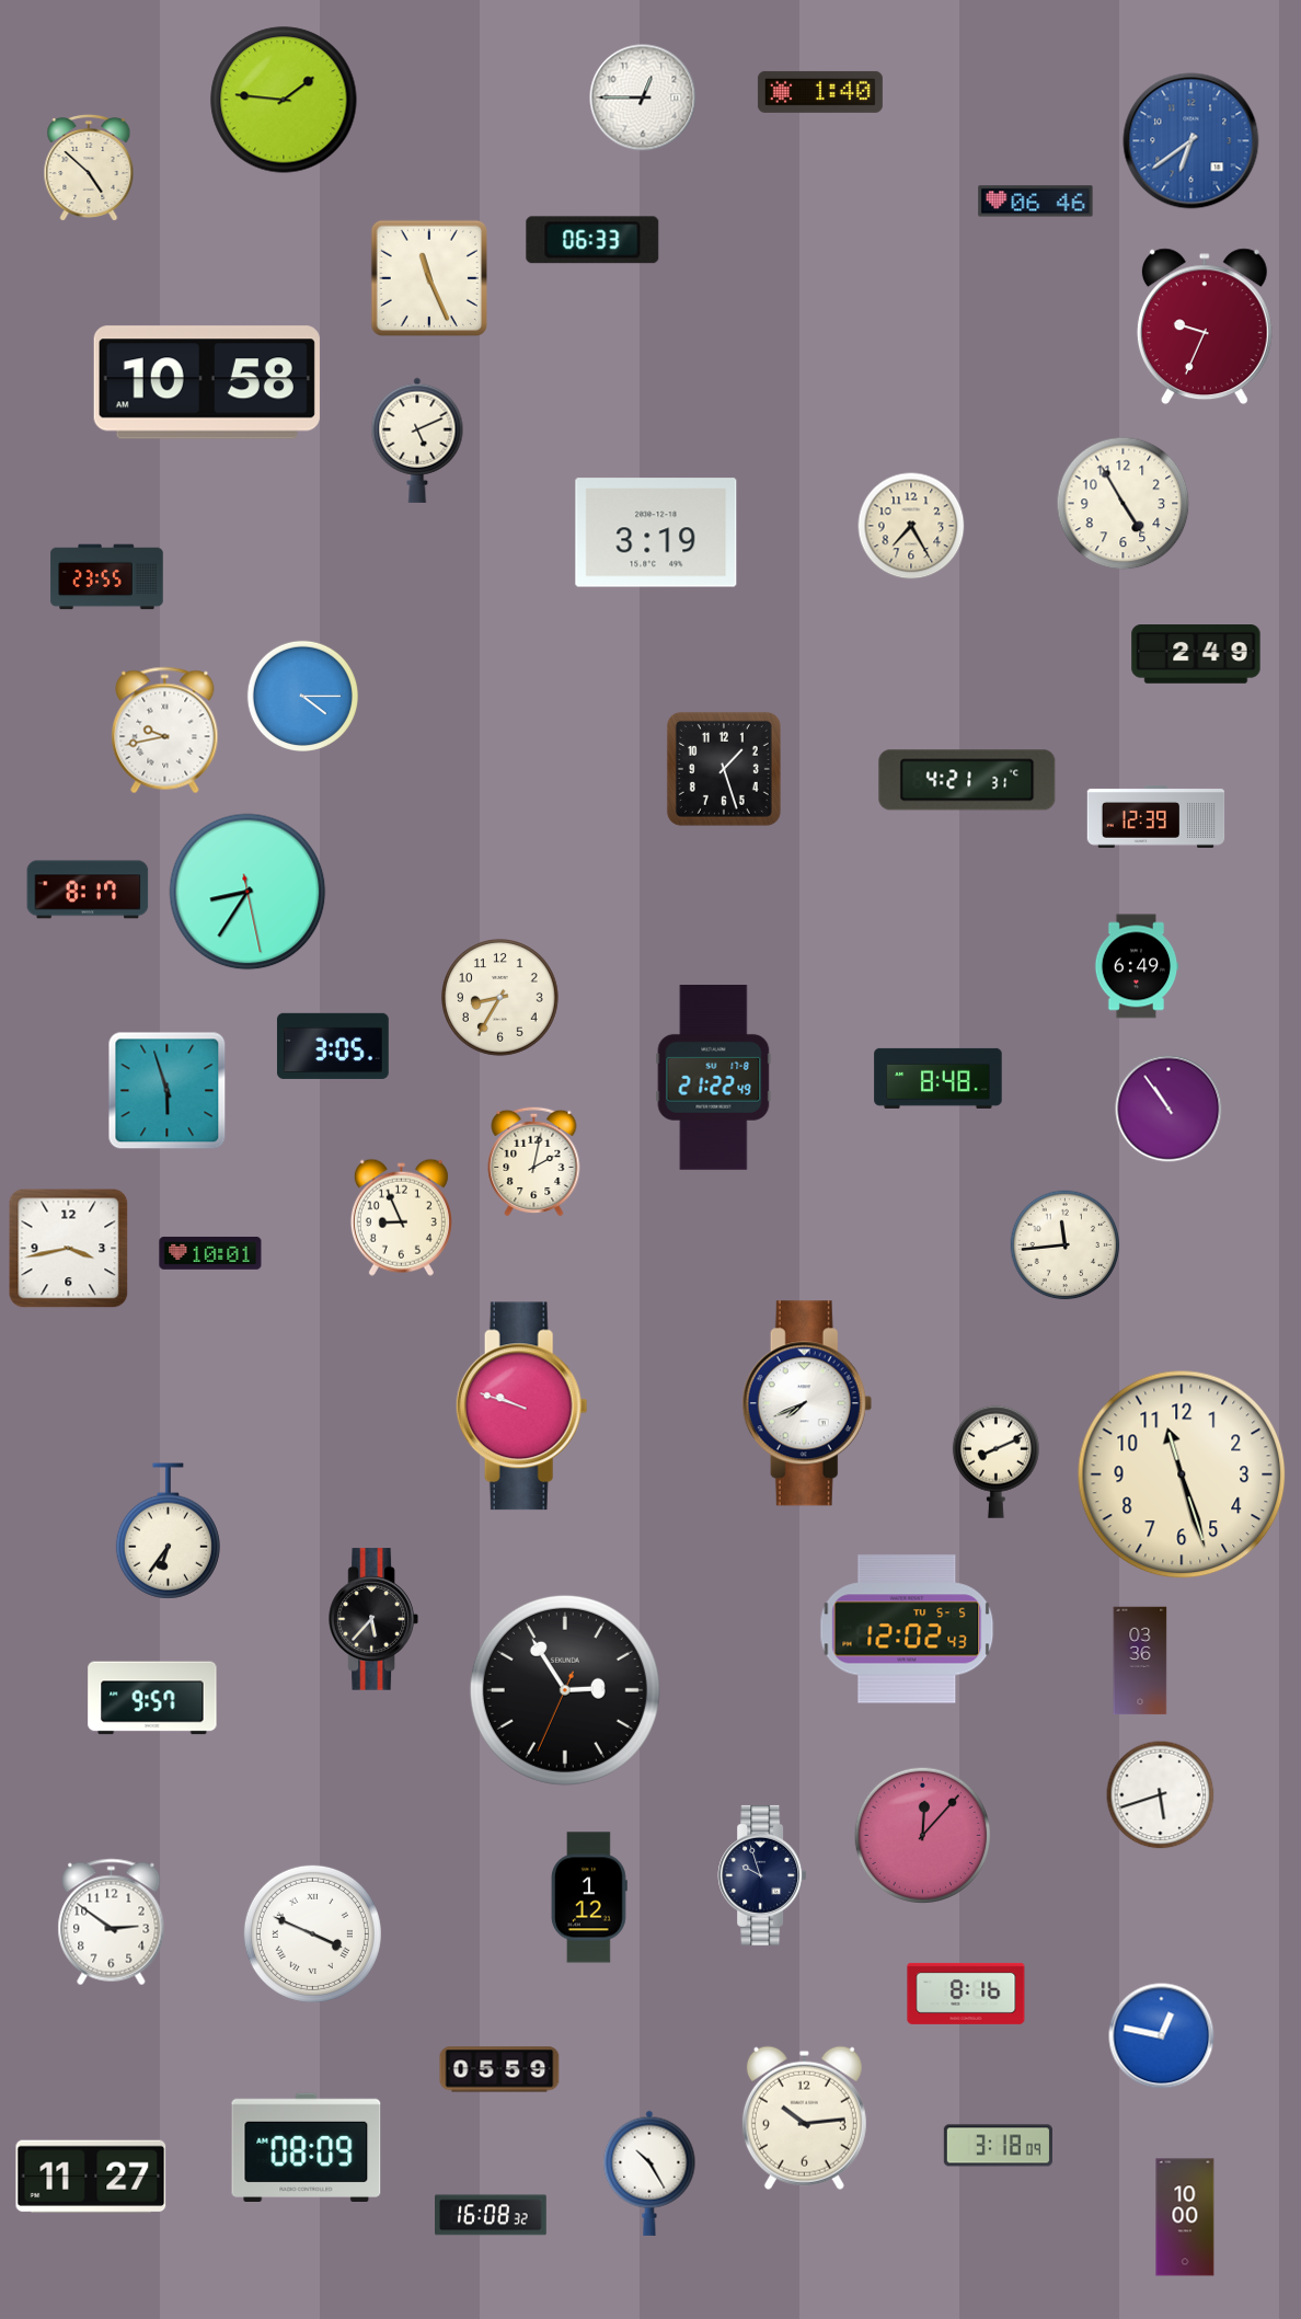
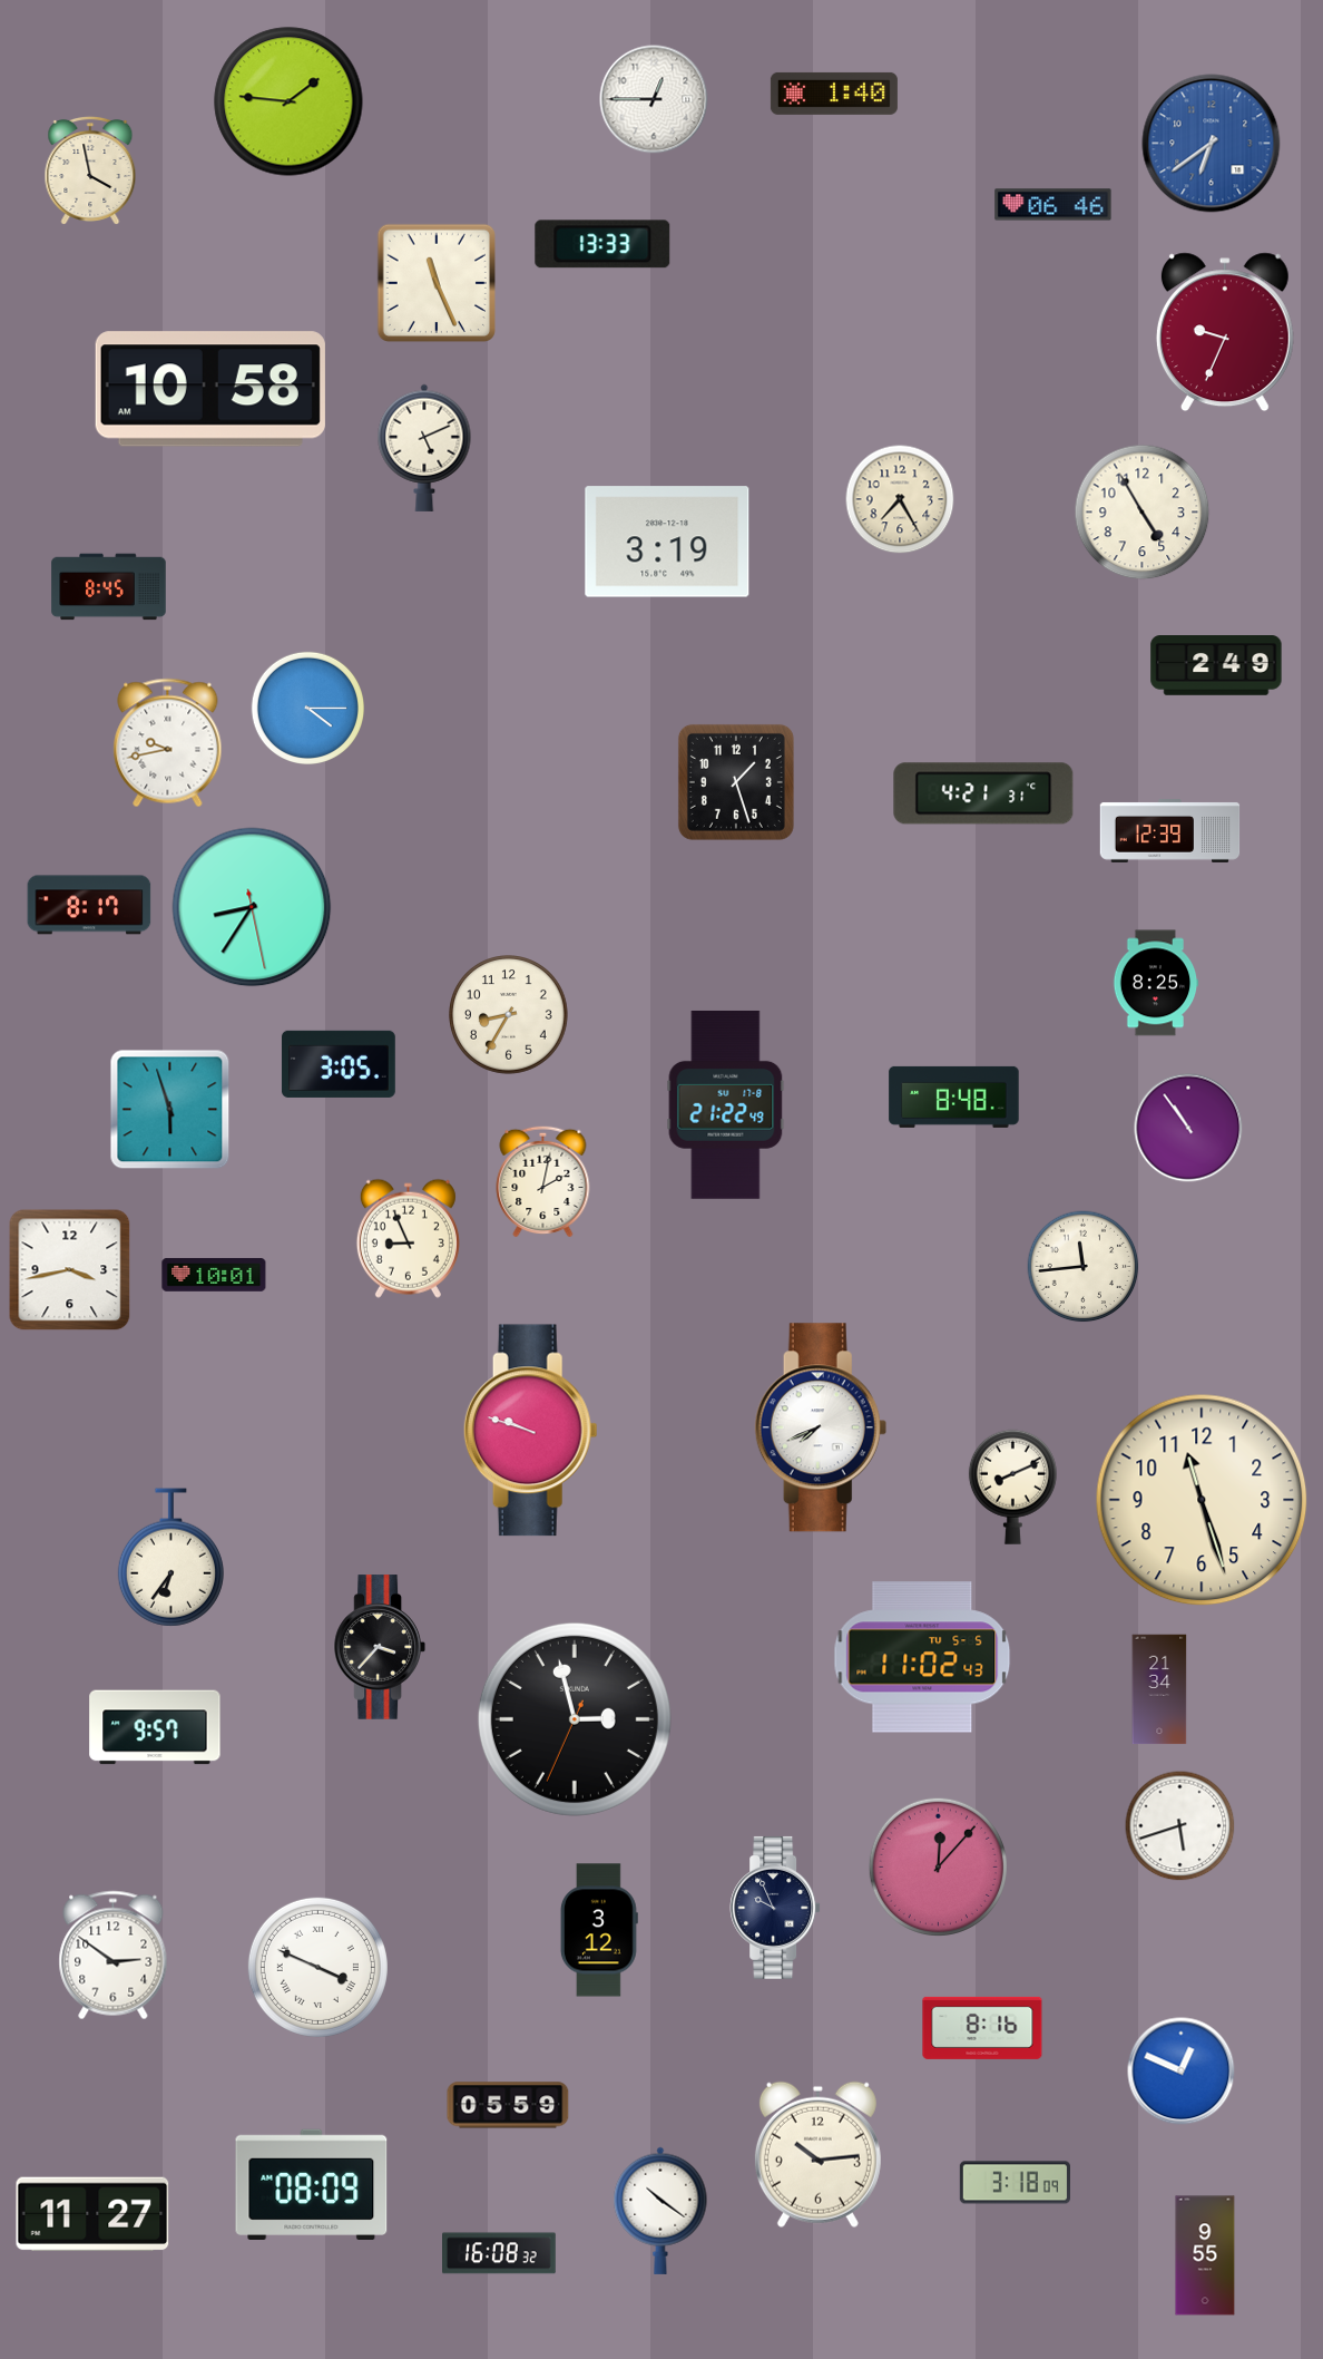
clock at (89, 168): 4:52 -> 3:58
clock at (592, 240): 06:33 -> 13:33
clock at (911, 526) position: (911, 526) -> (900, 499)
clock at (107, 577): 23:55 -> 8:45
clock at (1156, 817) position: (1156, 817) -> (1170, 831)
clock at (1137, 966): 6:49 -> 8:25
clock at (714, 1077) position: (714, 1077) -> (726, 1104)
clock at (373, 1619): 5:37 -> 3:37
clock at (907, 1629): 12:02 -> 11:02
clock at (1140, 1661): 03:36 -> 21:34
clock at (565, 1690): 2:54 -> 2:57
clock at (762, 1875): 9:57 -> 9:56
clock at (589, 1897): 1:12 -> 3:12
clock at (1162, 2036): 12:47 -> 12:49
clock at (649, 2173): 10:25 -> 10:21
clock at (1185, 2217): 10:00 -> 9:55
